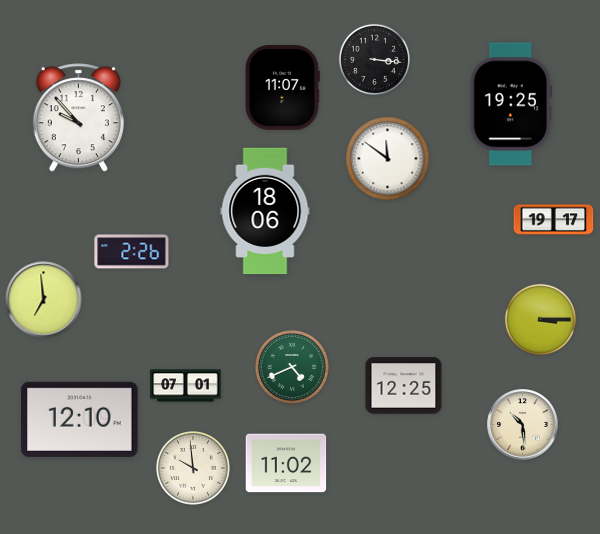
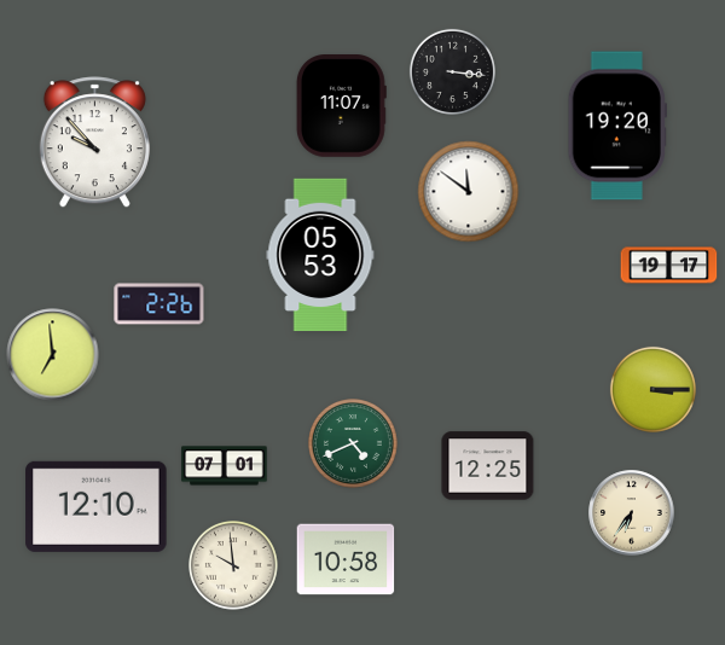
clock at (510, 104): 19:25 -> 19:20
clock at (265, 211): 18:06 -> 05:53
clock at (44, 300) position: (44, 300) -> (53, 355)
clock at (540, 319) position: (540, 319) -> (652, 389)
clock at (523, 425): 10:29 -> 6:36
clock at (286, 463): 11:02 -> 10:58
